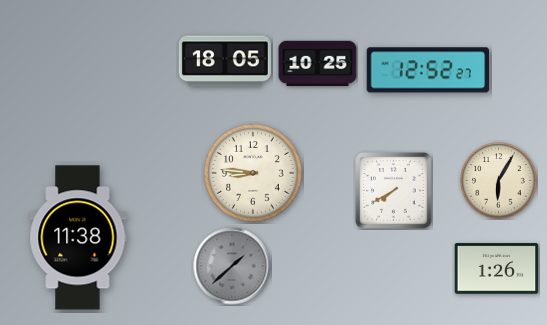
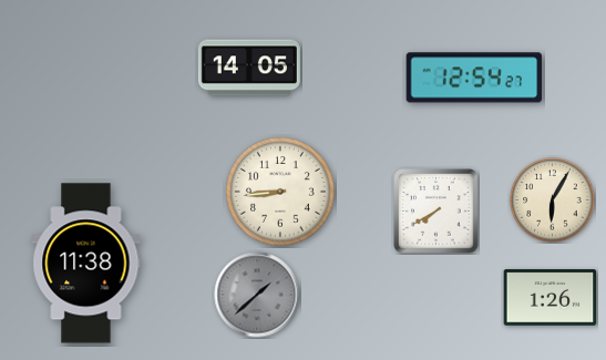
clock at (225, 61): 18:05 -> 14:05
clock at (318, 64): 10:25 -> none
clock at (428, 70): 12:52 -> 12:54
clock at (254, 174): 8:46 -> 8:44
